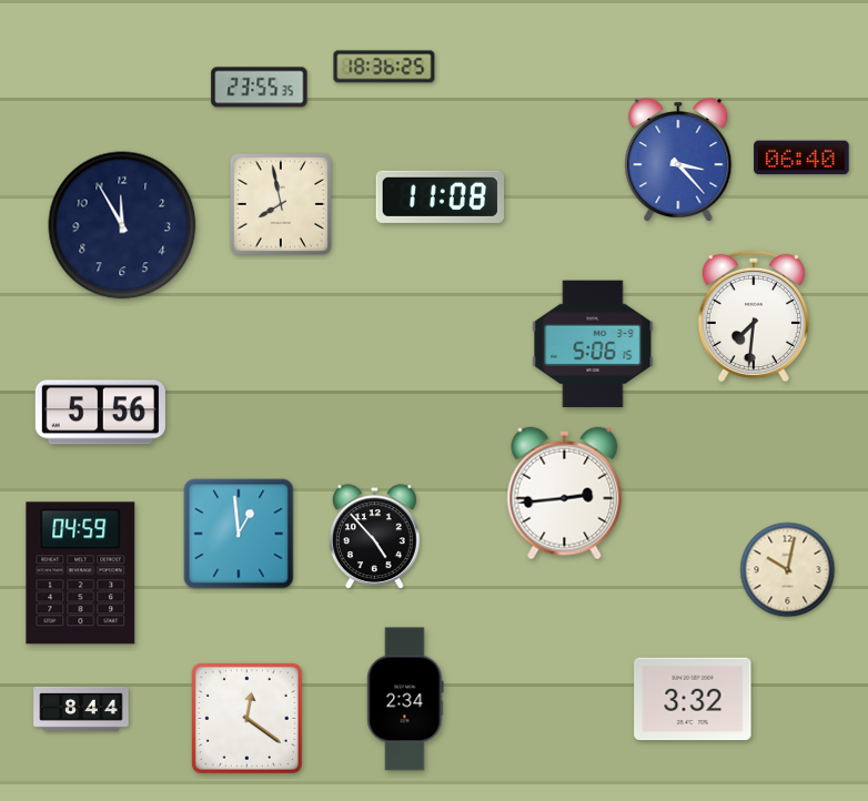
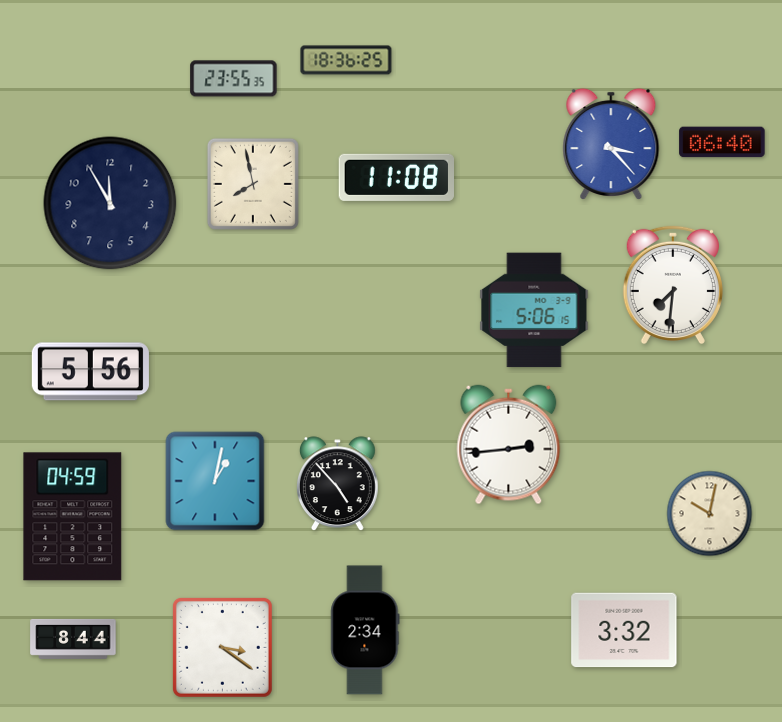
clock at (754, 316) position: (754, 316) -> (673, 285)
clock at (239, 534): 12:59 -> 1:02
clock at (246, 718): 12:21 -> 3:21
